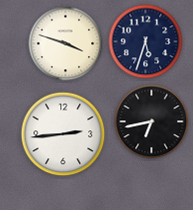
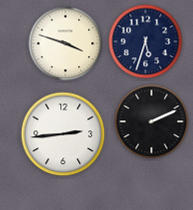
clock at (152, 122): 6:43 -> 2:11
